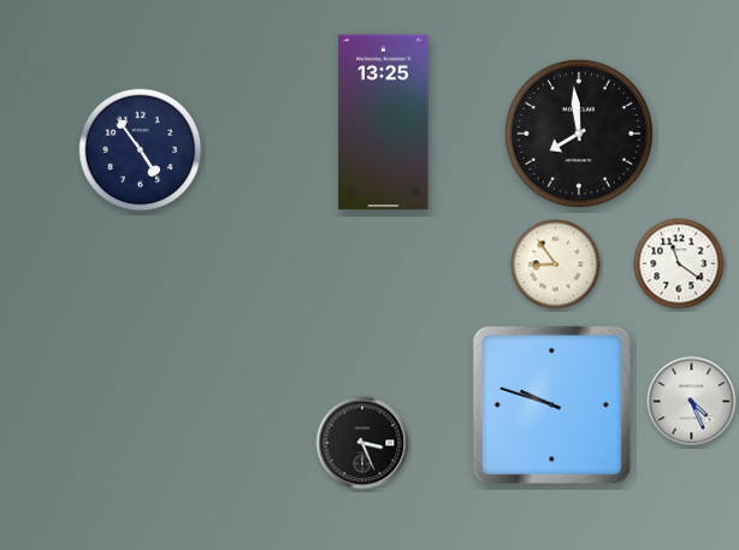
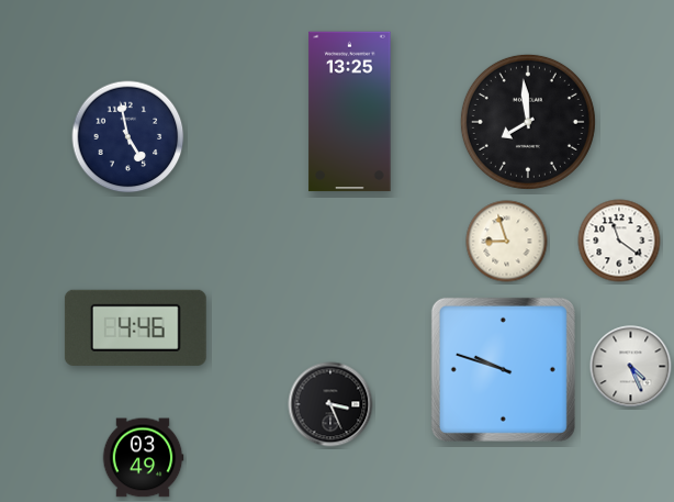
clock at (141, 150): 4:54 -> 4:58
clock at (556, 265): 8:54 -> 8:57
clock at (135, 327): none -> 4:46
clock at (143, 458): none -> 03:49
